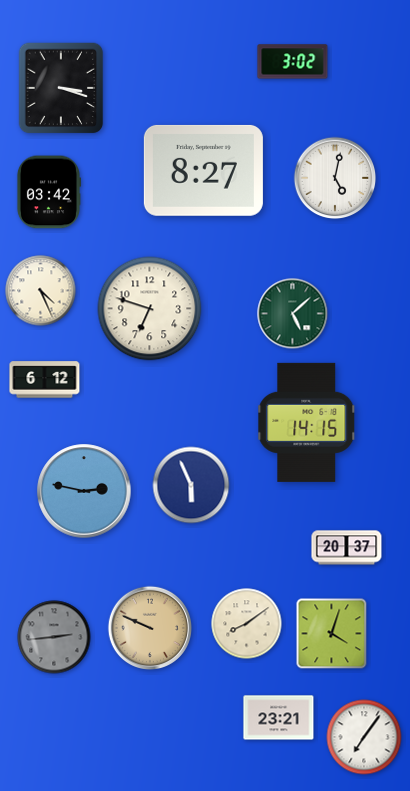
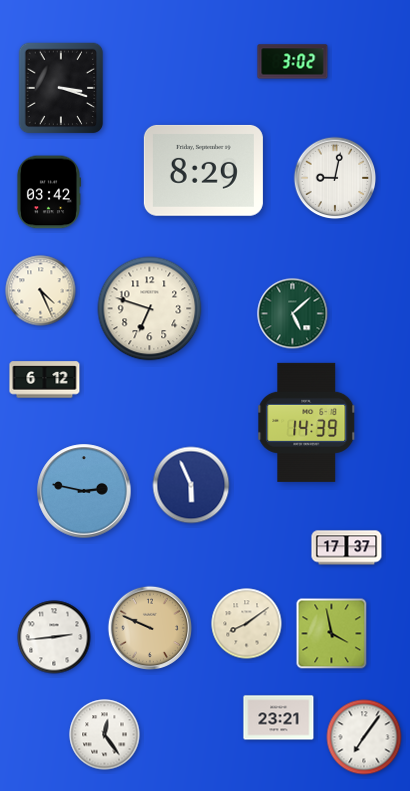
clock at (203, 170): 8:27 -> 8:29
clock at (335, 178): 5:02 -> 9:02
clock at (307, 422): 14:15 -> 14:39
clock at (347, 548): 20:37 -> 17:37
clock at (332, 634): 4:03 -> 3:58
clock at (54, 637) dial: grey -> white
clock at (105, 735): none -> 12:24
